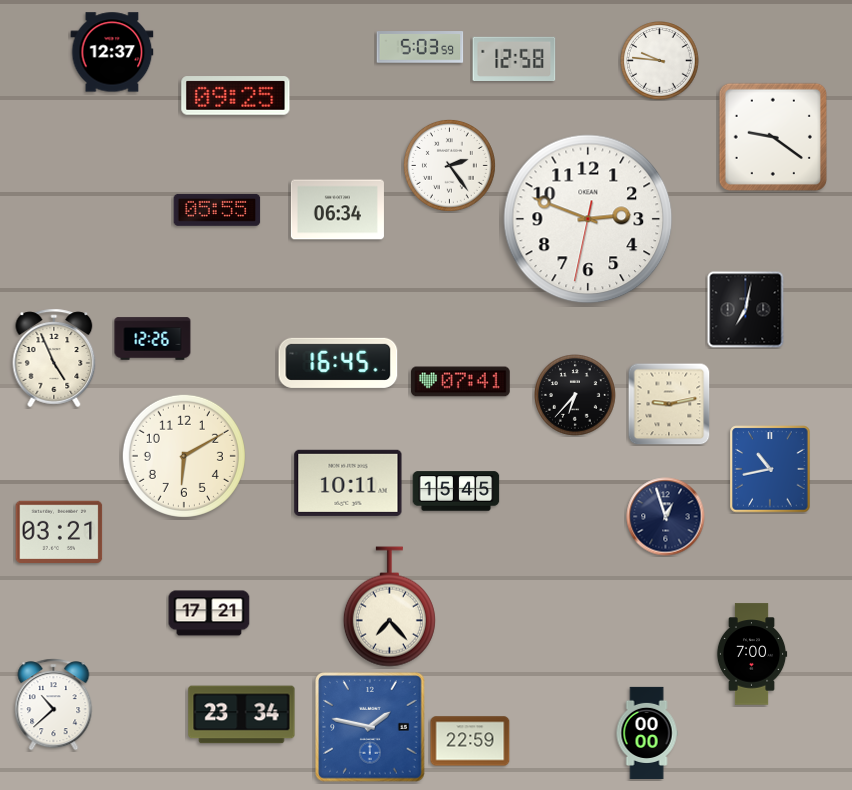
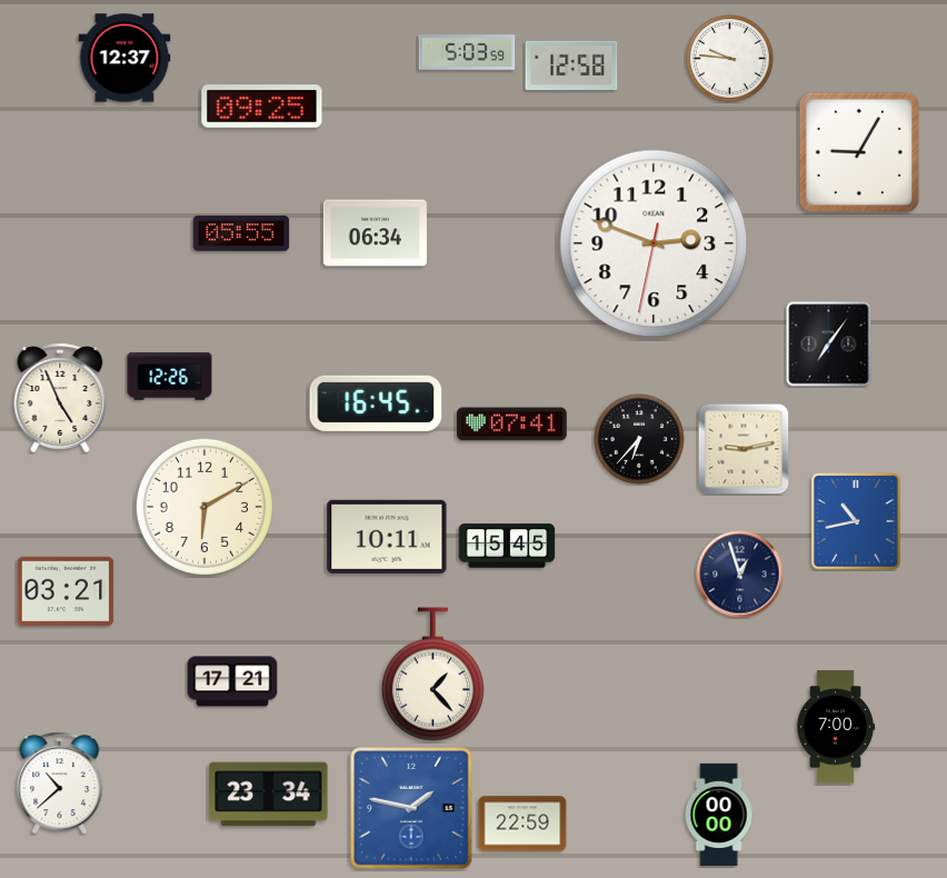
clock at (660, 61) position: (660, 61) -> (730, 59)
clock at (772, 136): 9:21 -> 9:05
clock at (450, 166): 2:24 -> none
clock at (746, 310): 7:02 -> 7:06
clock at (389, 607): 7:23 -> 1:23
